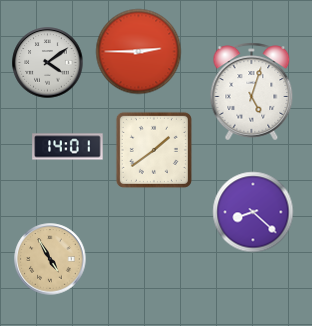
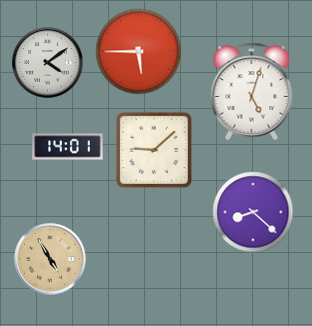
clock at (139, 52): 2:45 -> 5:45
clock at (154, 150): 1:39 -> 9:08
